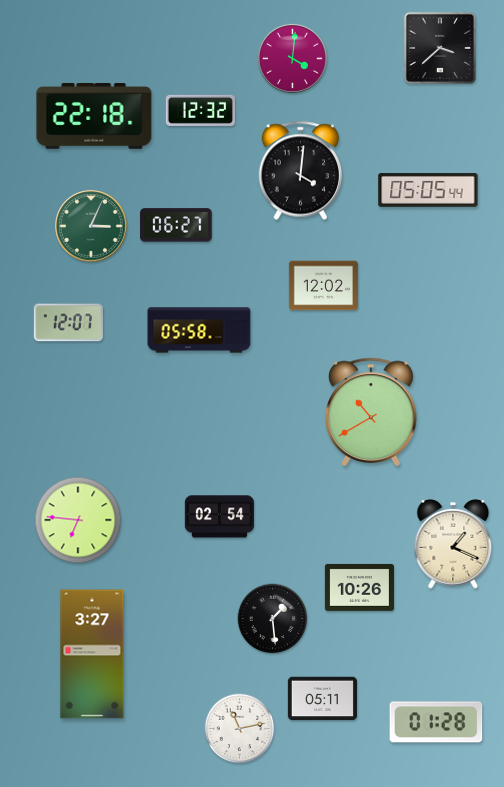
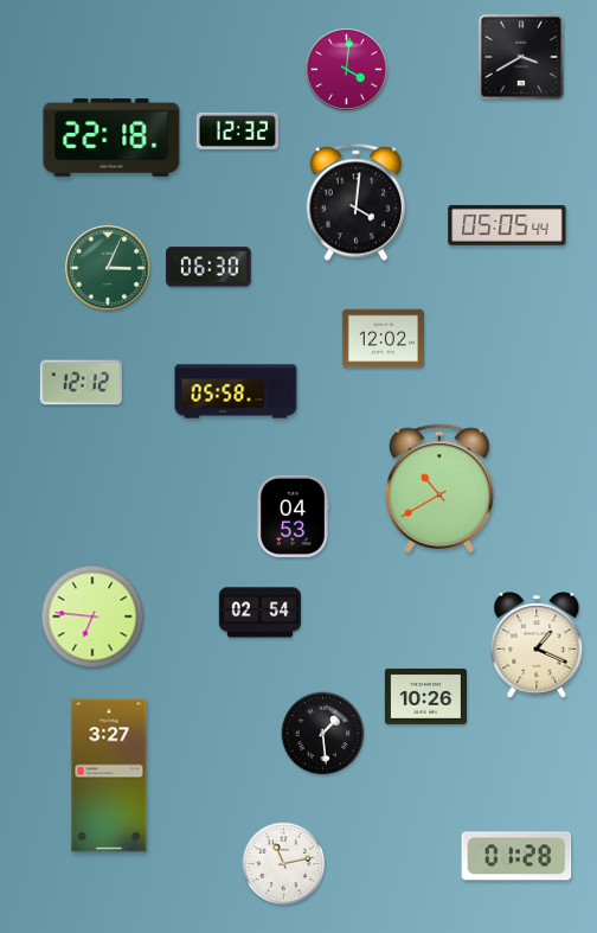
clock at (440, 48): 3:38 -> 3:40
clock at (176, 225): 06:27 -> 06:30
clock at (68, 323): 12:07 -> 12:12
clock at (294, 516): none -> 04:53
clock at (322, 699): 05:11 -> none
